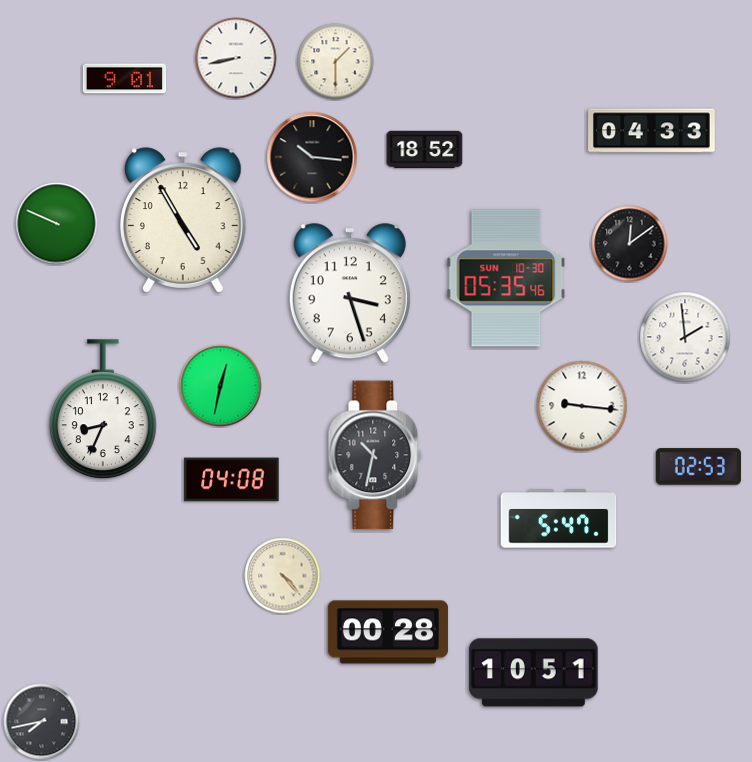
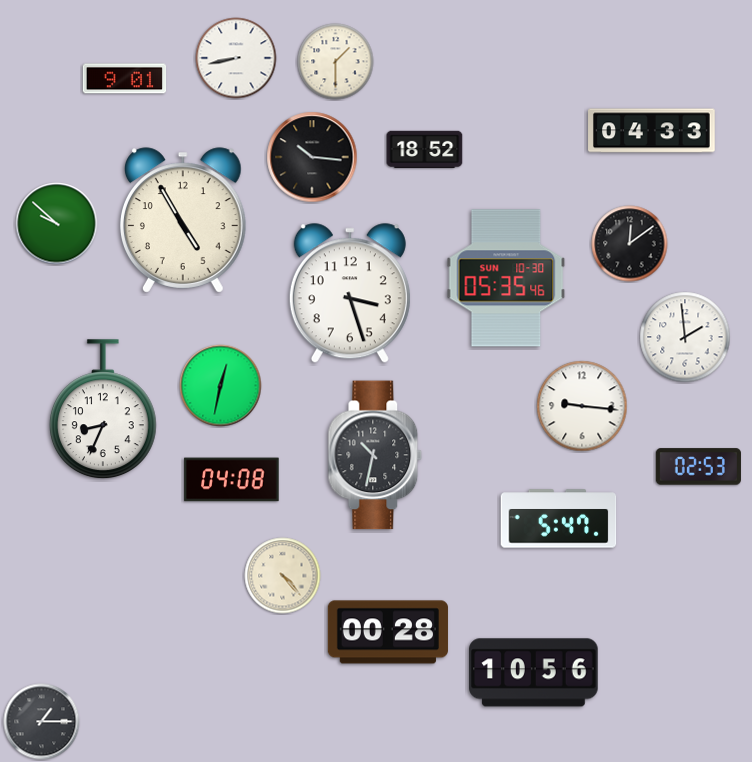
clock at (57, 224): 9:49 -> 9:52
clock at (534, 673): 10:51 -> 10:56
clock at (42, 722): 7:43 -> 1:15
